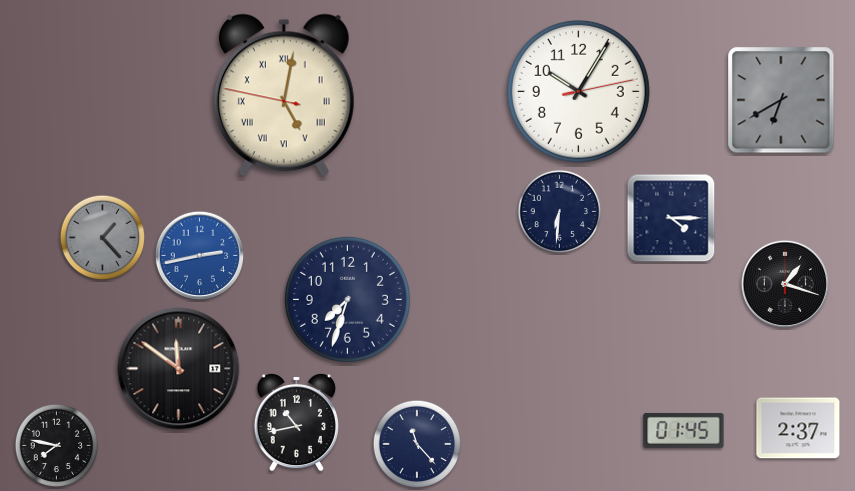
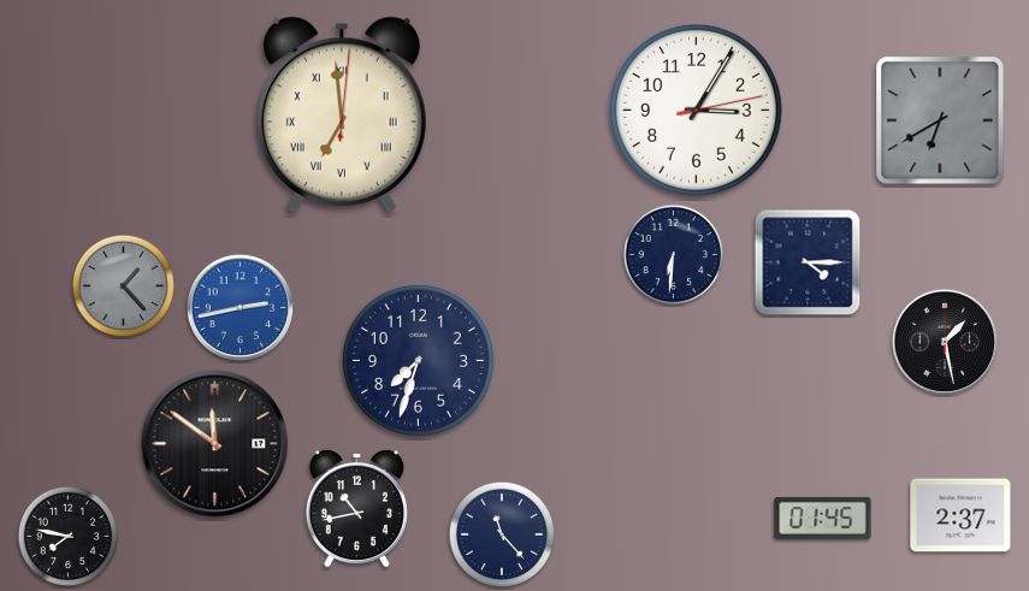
clock at (578, 91): 10:05 -> 3:05
clock at (284, 95): 5:01 -> 6:59
clock at (784, 283): 1:18 -> 1:28
